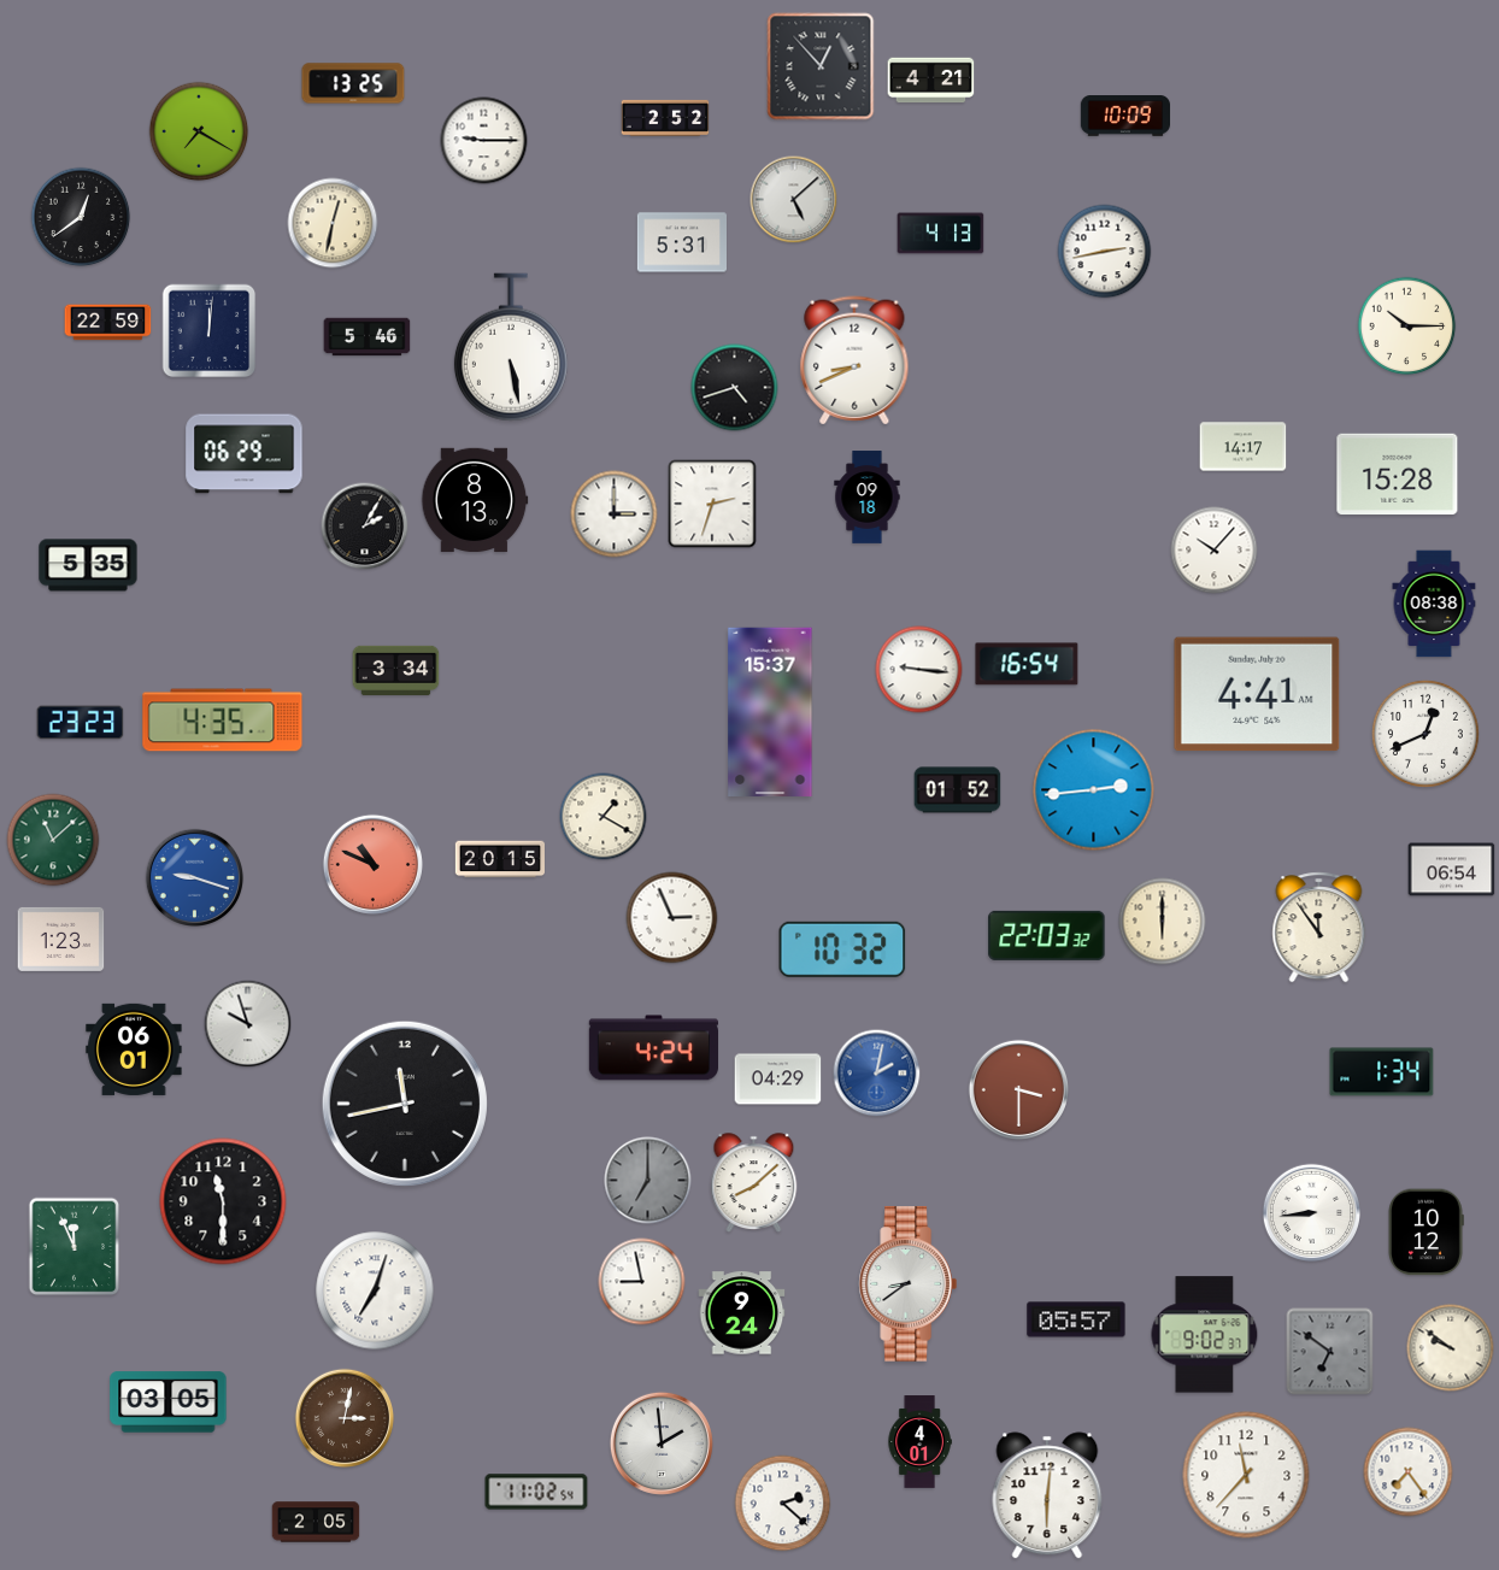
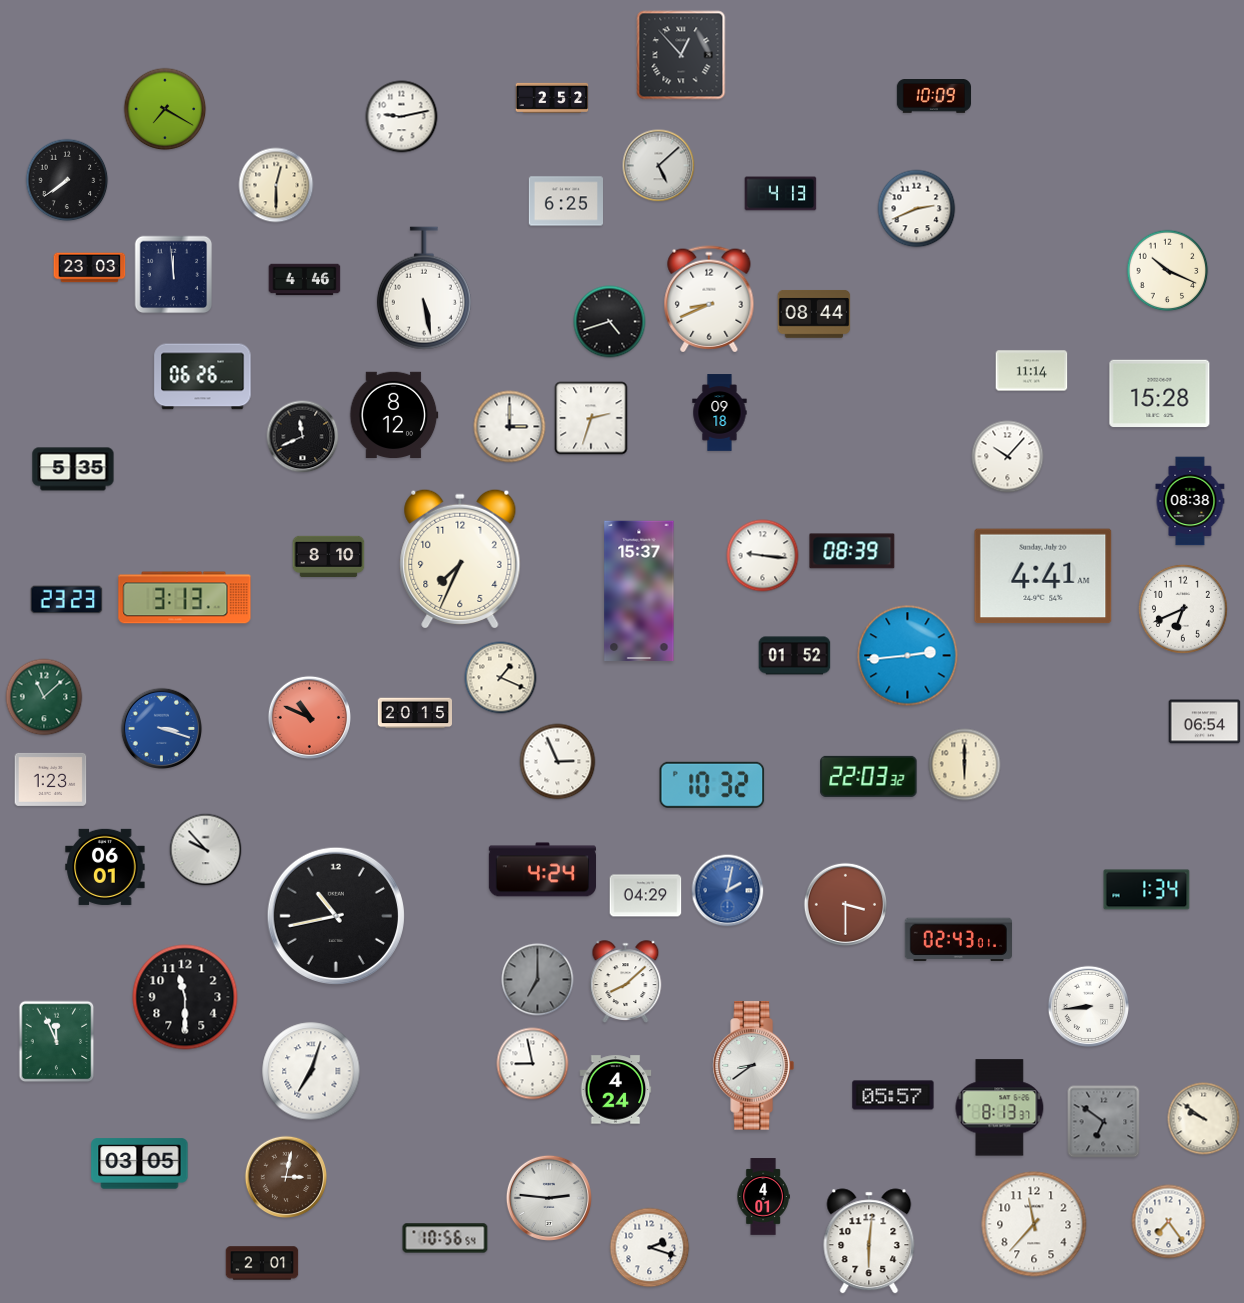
clock at (931, 81): 4:21 -> none
clock at (353, 83): 13:25 -> none
clock at (484, 141): 9:15 -> 9:13
clock at (81, 217): 12:39 -> 7:39
clock at (333, 223): 12:32 -> 12:30
clock at (681, 242): 5:31 -> 6:25
clock at (1105, 252): 2:43 -> 2:41
clock at (108, 323): 22:59 -> 23:03
clock at (1407, 327): 10:15 -> 10:19
clock at (210, 331): 12:01 -> 11:59
clock at (368, 337): 5:46 -> 4:46
clock at (814, 314): none -> 08:44
clock at (1244, 447): 14:17 -> 11:14
clock at (245, 454): 06:29 -> 06:26
clock at (475, 500): 8:13 -> 8:12
clock at (365, 527): 2:05 -> 11:41
clock at (1027, 664): 16:54 -> 08:39
clock at (396, 670): 3:34 -> 8:10
clock at (460, 559): none -> 7:34
clock at (223, 721): 4:35 -> 3:13
clock at (1425, 734): 12:41 -> 6:41
clock at (604, 817): 1:20 -> 1:19
clock at (195, 878): 9:18 -> 3:18
clock at (1319, 928): 11:54 -> none
clock at (842, 949) position: (842, 949) -> (712, 785)
clock at (248, 1024): 9:57 -> 9:53
clock at (134, 1049) position: (134, 1049) -> (105, 867)
clock at (405, 1104): 11:43 -> 10:43
clock at (958, 940): none -> 02:43
clock at (1425, 1233): 10:12 -> none
clock at (75, 1247) position: (75, 1247) -> (57, 1042)
clock at (742, 1313): 9:24 -> 4:24
clock at (1205, 1335): 9:02 -> 8:13
clock at (662, 1443): 1:59 -> 2:46
clock at (536, 1492): 11:02 -> 10:56
clock at (783, 1504): 2:22 -> 2:18
clock at (316, 1522): 2:05 -> 2:01
